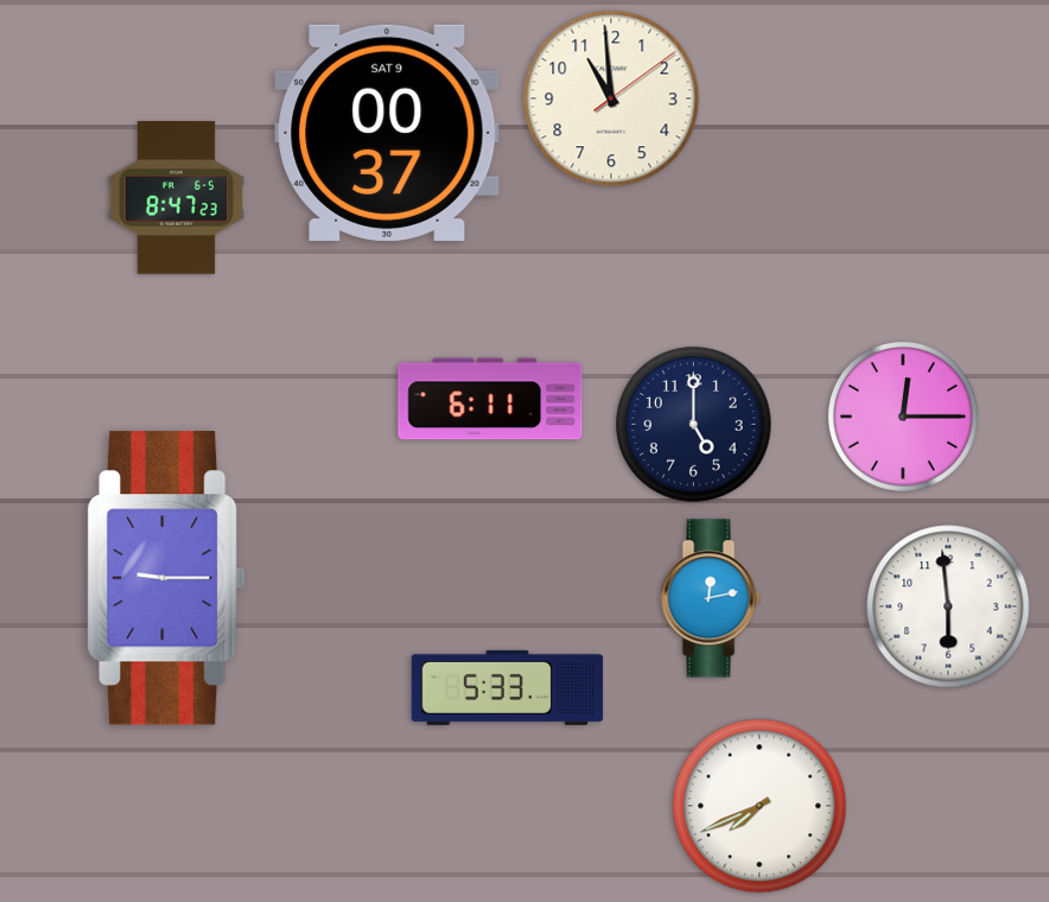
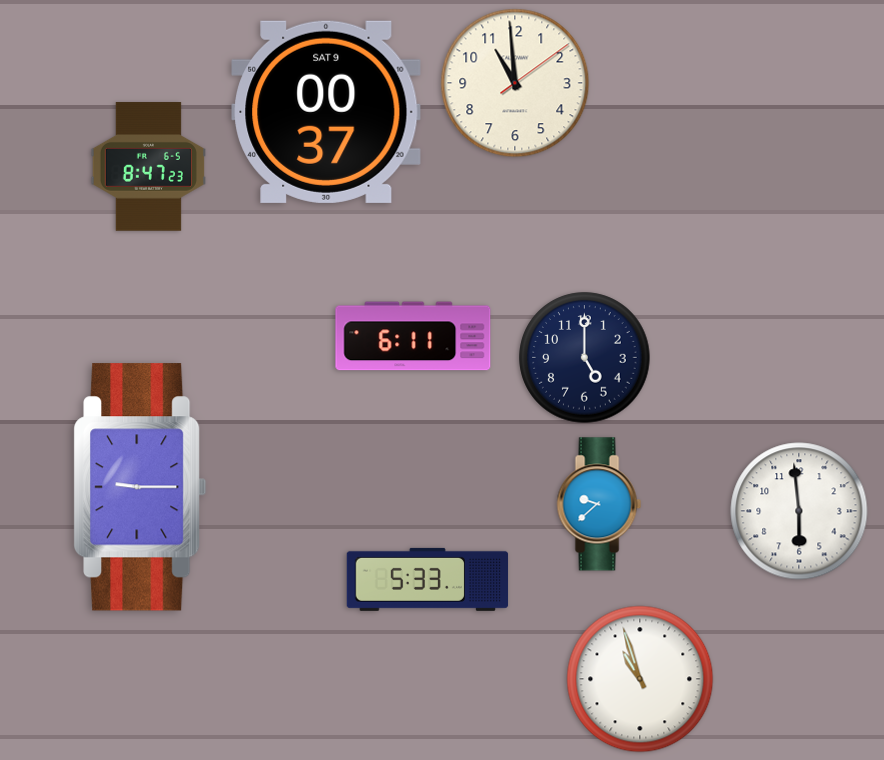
clock at (903, 417): 12:15 -> none
clock at (711, 598): 12:13 -> 9:38
clock at (759, 806): 7:41 -> 10:57
